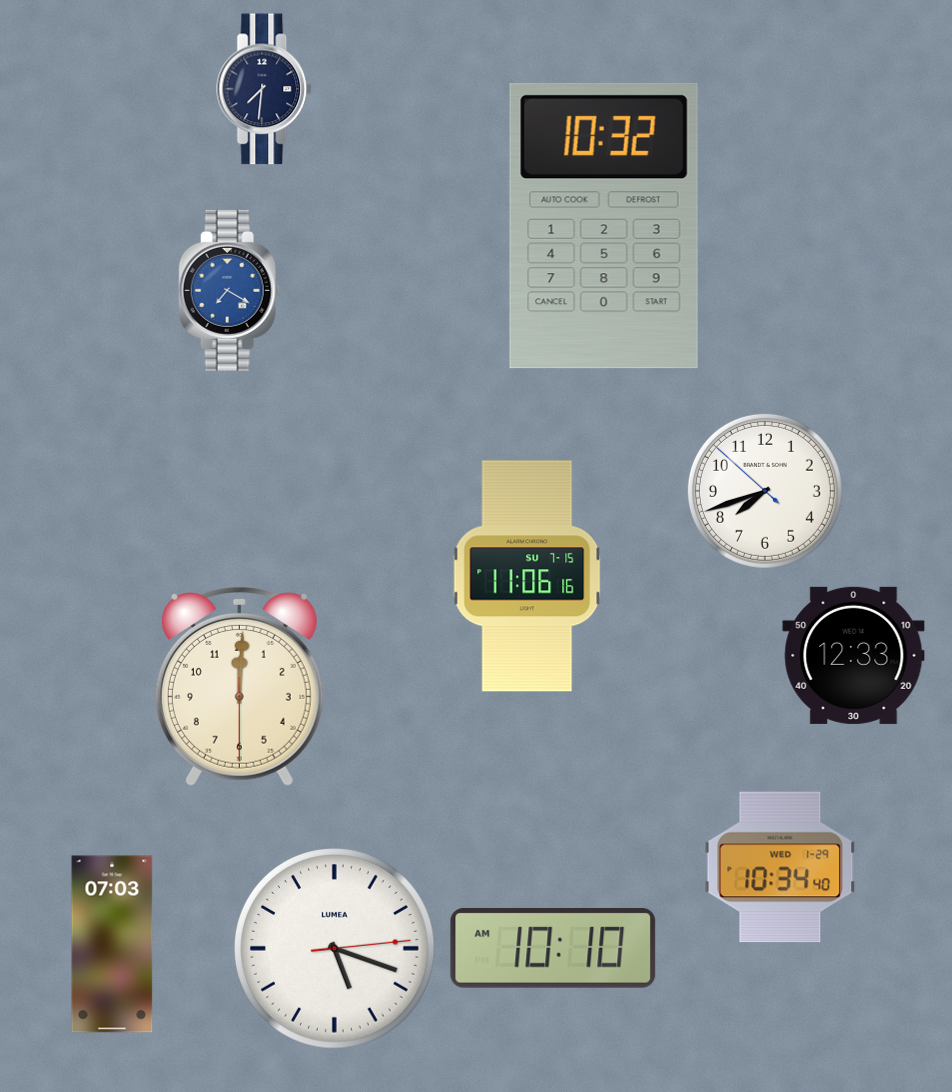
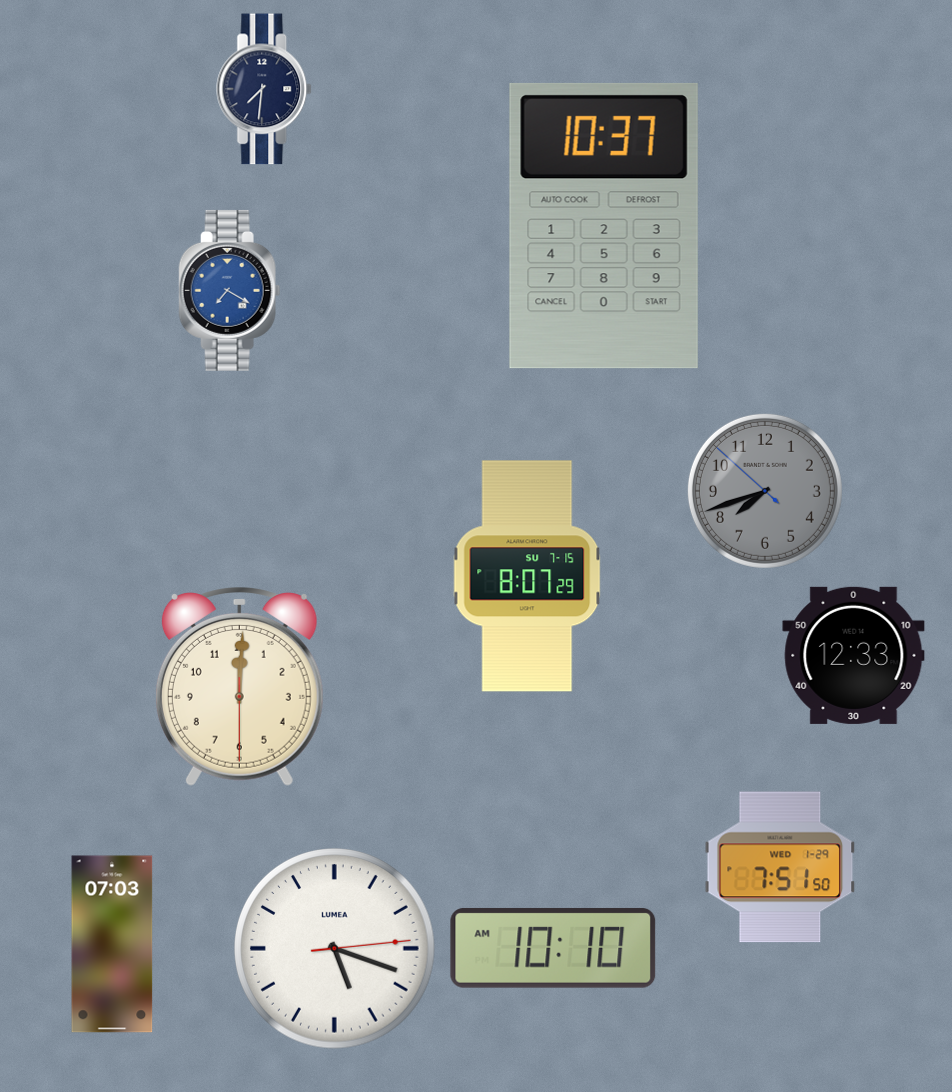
clock at (604, 226): 10:32 -> 10:37
clock at (765, 491) dial: white -> grey
clock at (527, 576): 11:06 -> 8:07
clock at (780, 867): 10:34 -> 7:51
